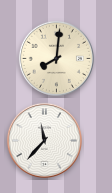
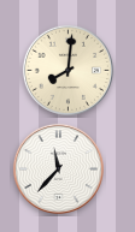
clock at (44, 140) position: (44, 140) -> (58, 168)
